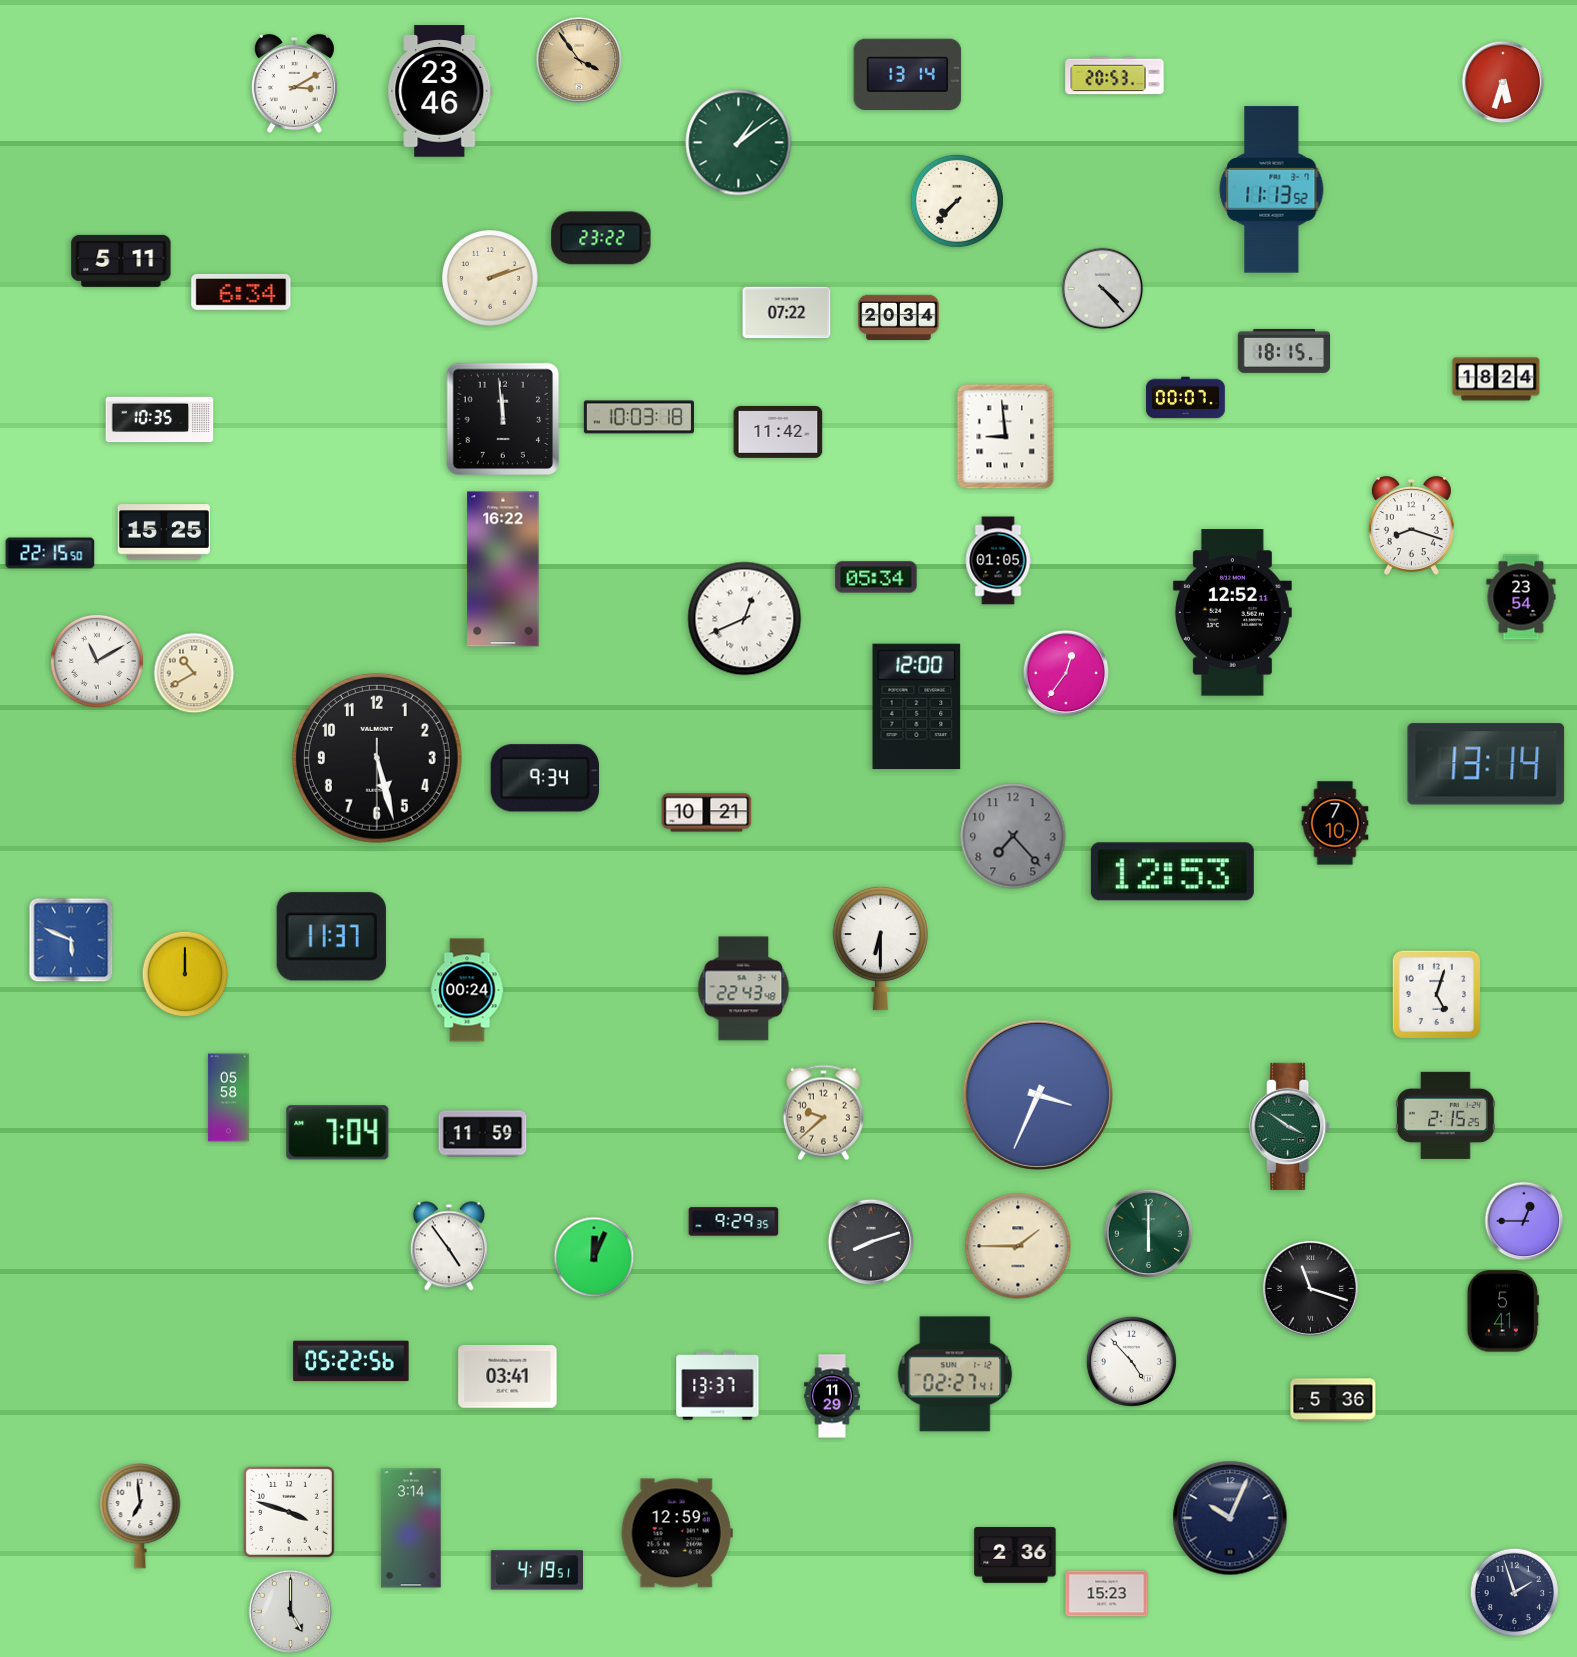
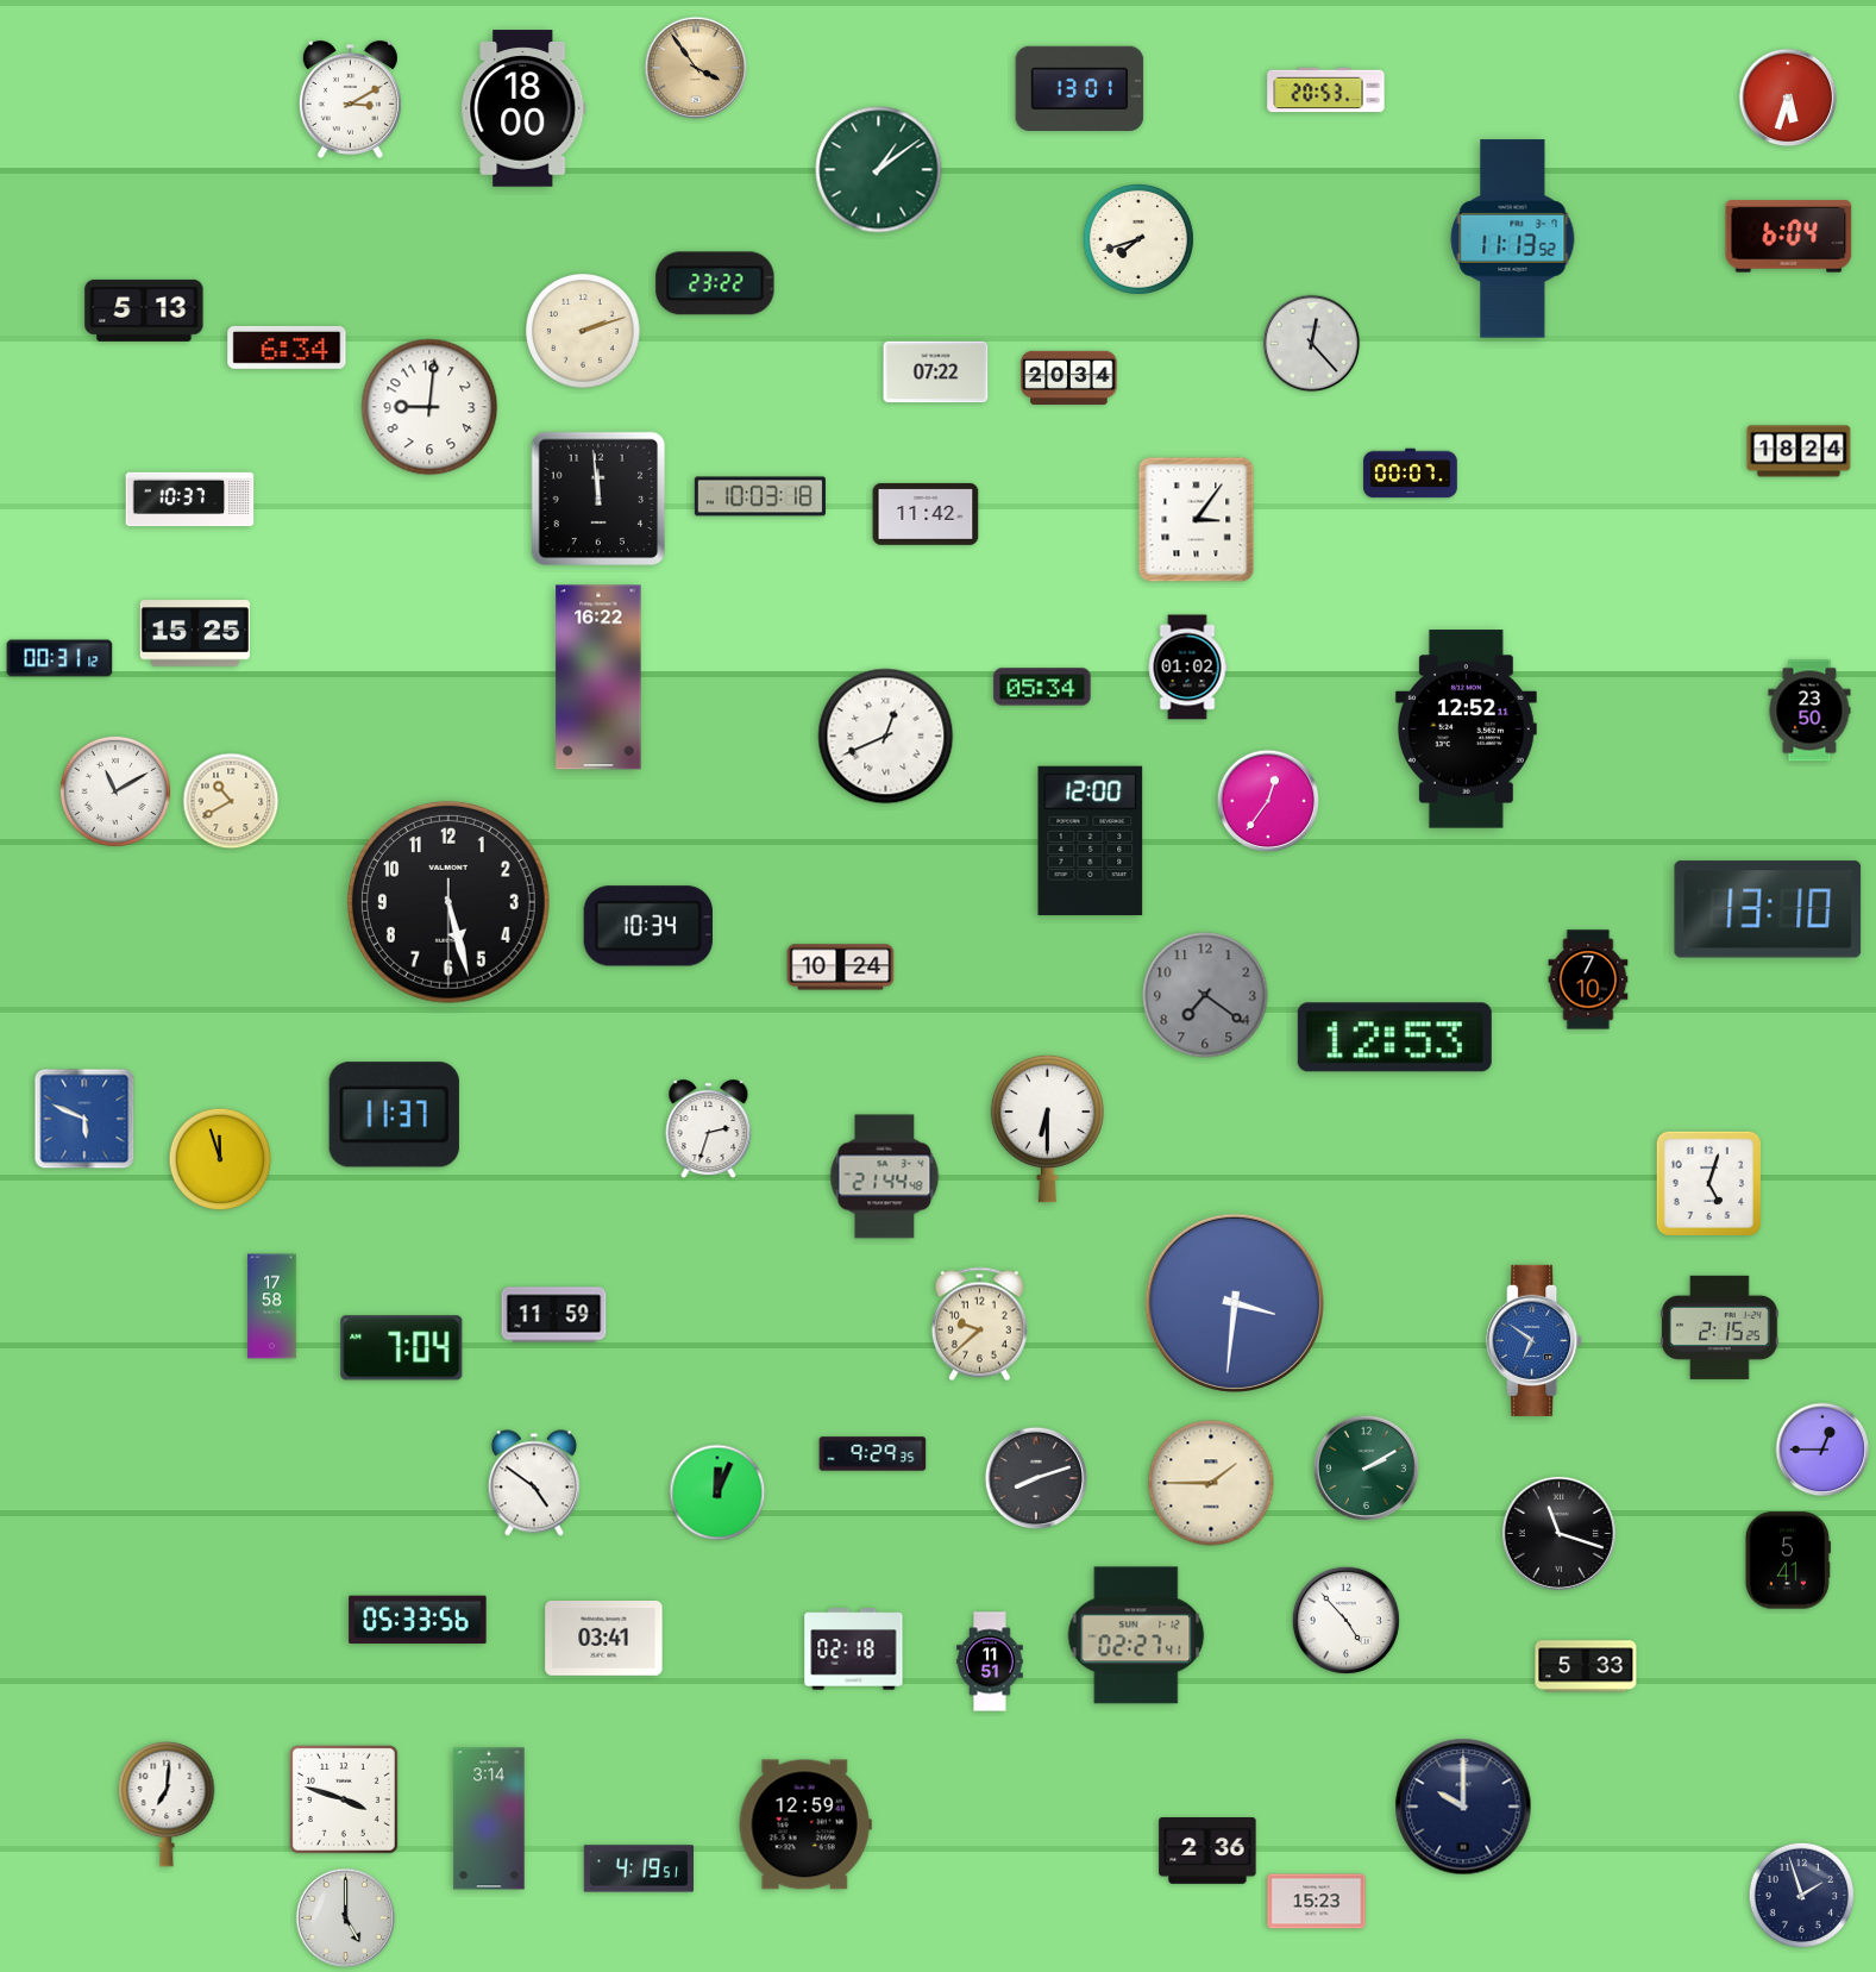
clock at (579, 60) position: (579, 60) -> (696, 68)
clock at (908, 74): 13:14 -> 13:01
clock at (440, 91): 23:46 -> 18:00
clock at (1272, 190) position: (1272, 190) -> (1513, 239)
clock at (1789, 237): none -> 6:04
clock at (957, 201): 7:37 -> 7:42
clock at (121, 261): 5:11 -> 5:13
clock at (1103, 289): 4:23 -> 12:23
clock at (429, 407): none -> 9:01
clock at (1284, 351): 18:15 -> none
clock at (1496, 379) position: (1496, 379) -> (1799, 451)
clock at (160, 420): 10:35 -> 10:37
clock at (1006, 437): 8:59 -> 3:06
clock at (1411, 525): 8:18 -> none
clock at (50, 553): 22:15 -> 00:31
clock at (998, 561): 01:05 -> 01:02
clock at (1521, 597): 23:54 -> 23:50
clock at (97, 661) position: (97, 661) -> (115, 791)
clock at (1486, 764): 13:14 -> 13:10
clock at (544, 778): 9:34 -> 10:34
clock at (707, 813): 10:21 -> 10:24
clock at (1013, 836): 7:23 -> 7:21
clock at (709, 1129): none -> 2:33
clock at (185, 974): 12:00 -> 11:57
clock at (744, 989): 22:43 -> 21:44
clock at (467, 990): 00:24 -> none
clock at (1038, 1095): 3:34 -> 3:31
clock at (229, 1098): 05:58 -> 17:58
clock at (1290, 1126): 3:51 -> 6:51
clock at (1290, 1126) dial: green -> blue
clock at (483, 1134) position: (483, 1134) -> (554, 1315)
clock at (1524, 1221) position: (1524, 1221) -> (1822, 1450)
clock at (1148, 1233): 6:00 -> 2:10
clock at (449, 1246): 4:54 -> 4:51
clock at (594, 1257) position: (594, 1257) -> (717, 1492)
clock at (351, 1361): 05:22 -> 05:33
clock at (718, 1386): 13:37 -> 02:18
clock at (832, 1396): 11:29 -> 11:51
clock at (1333, 1400): 5:36 -> 5:33
clock at (140, 1517): 6:59 -> 7:01
clock at (1230, 1518): 10:04 -> 10:00
clock at (1107, 1594) position: (1107, 1594) -> (1317, 1902)
